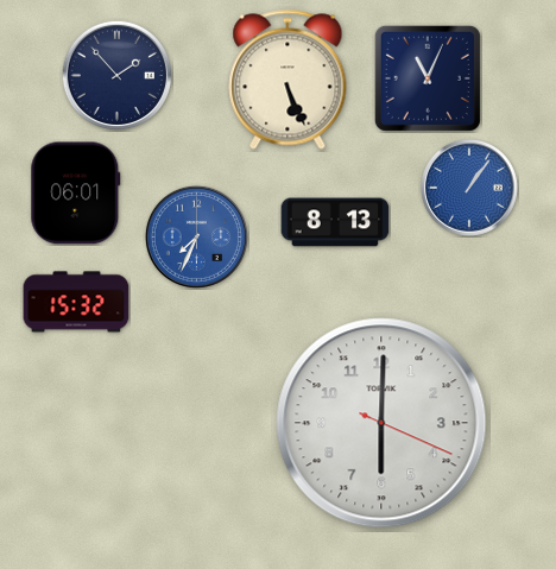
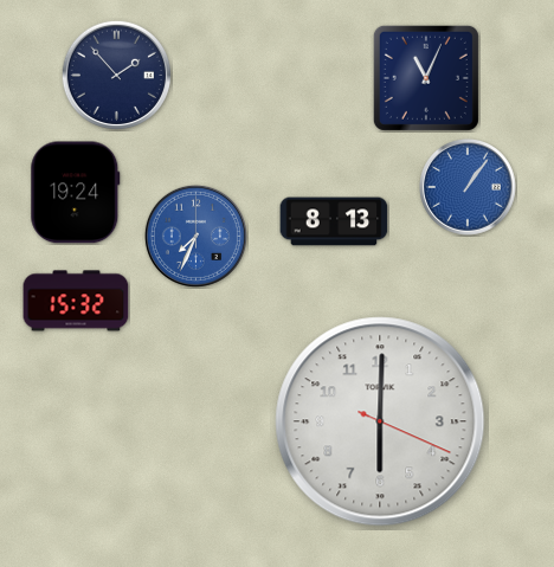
clock at (288, 80): 5:26 -> none
clock at (76, 194): 06:01 -> 19:24
